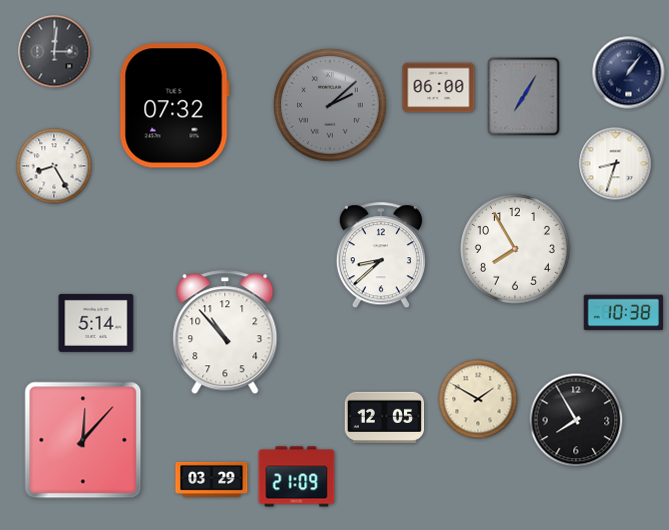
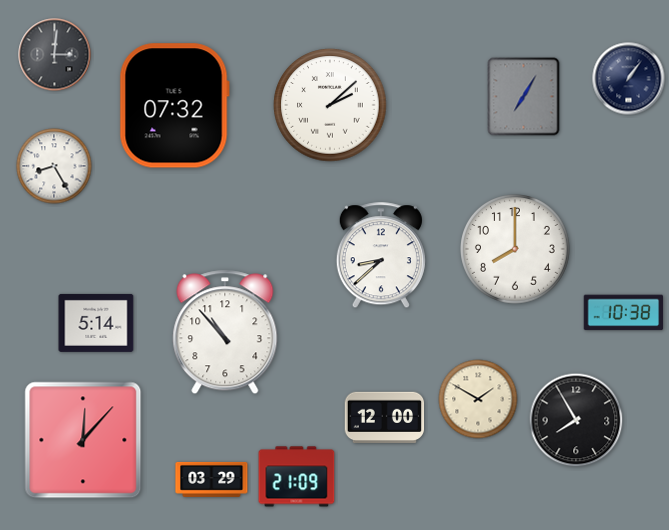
clock at (55, 52) position: (55, 52) -> (55, 55)
clock at (629, 73) position: (629, 73) -> (629, 79)
clock at (439, 88): 06:00 -> none
clock at (330, 105) dial: grey -> white
clock at (616, 164): 8:33 -> none
clock at (516, 250): 7:55 -> 8:00
clock at (385, 418): 12:05 -> 12:00
